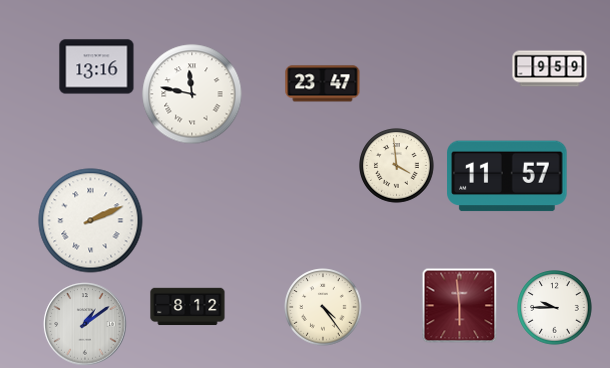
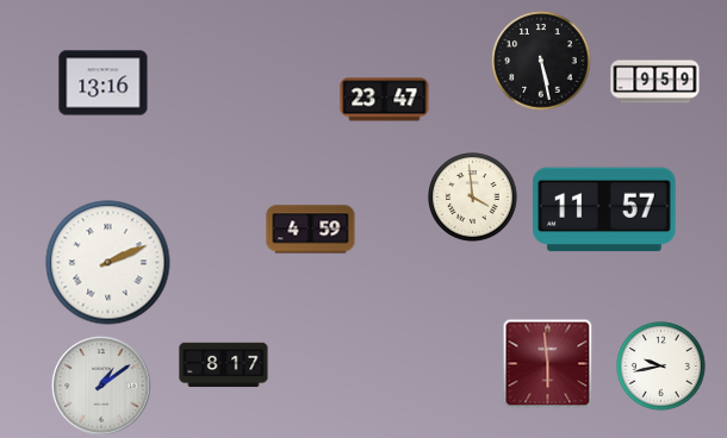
clock at (541, 61): none -> 5:28
clock at (97, 67) position: (97, 67) -> (104, 83)
clock at (192, 94): 11:47 -> none
clock at (311, 230): none -> 4:59
clock at (188, 307): 8:12 -> 8:17
clock at (323, 307): 4:24 -> none
clock at (555, 308): 9:45 -> 9:43
